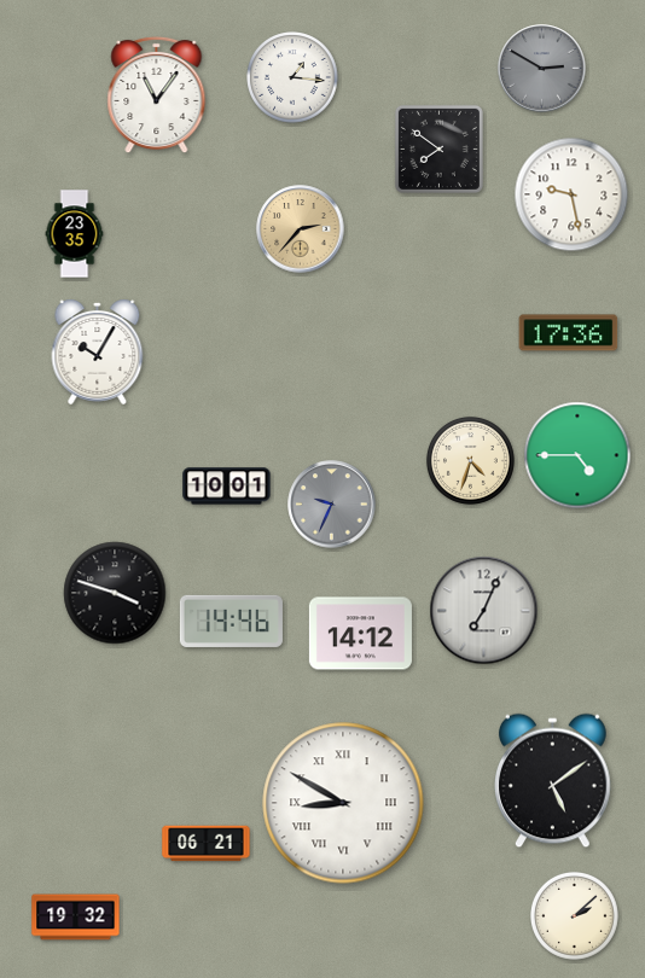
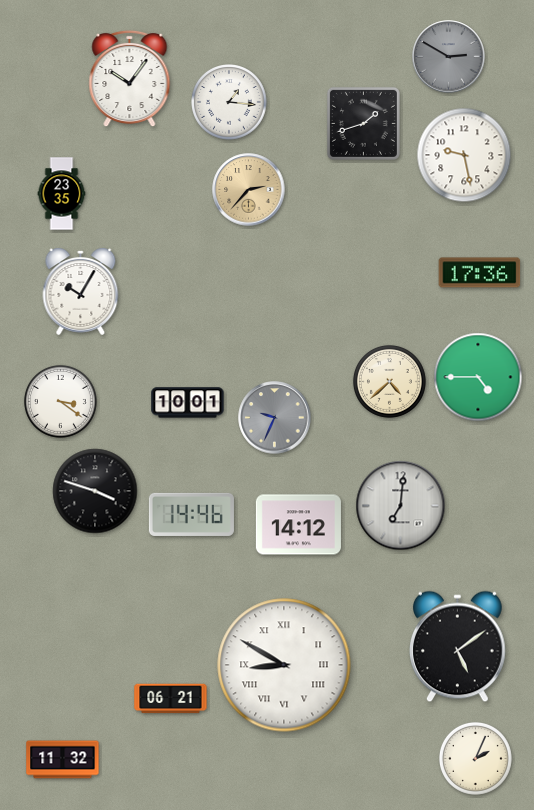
clock at (292, 77) position: (292, 77) -> (229, 102)
clock at (157, 95): 11:06 -> 10:06
clock at (438, 149): 7:51 -> 1:42
clock at (571, 194) position: (571, 194) -> (464, 155)
clock at (569, 333) position: (569, 333) -> (480, 273)
clock at (470, 460): 4:33 -> 4:38
clock at (60, 401): none -> 3:21
clock at (484, 611): 7:04 -> 7:01
clock at (574, 915): 2:08 -> 2:04
clock at (76, 918): 19:32 -> 11:32
